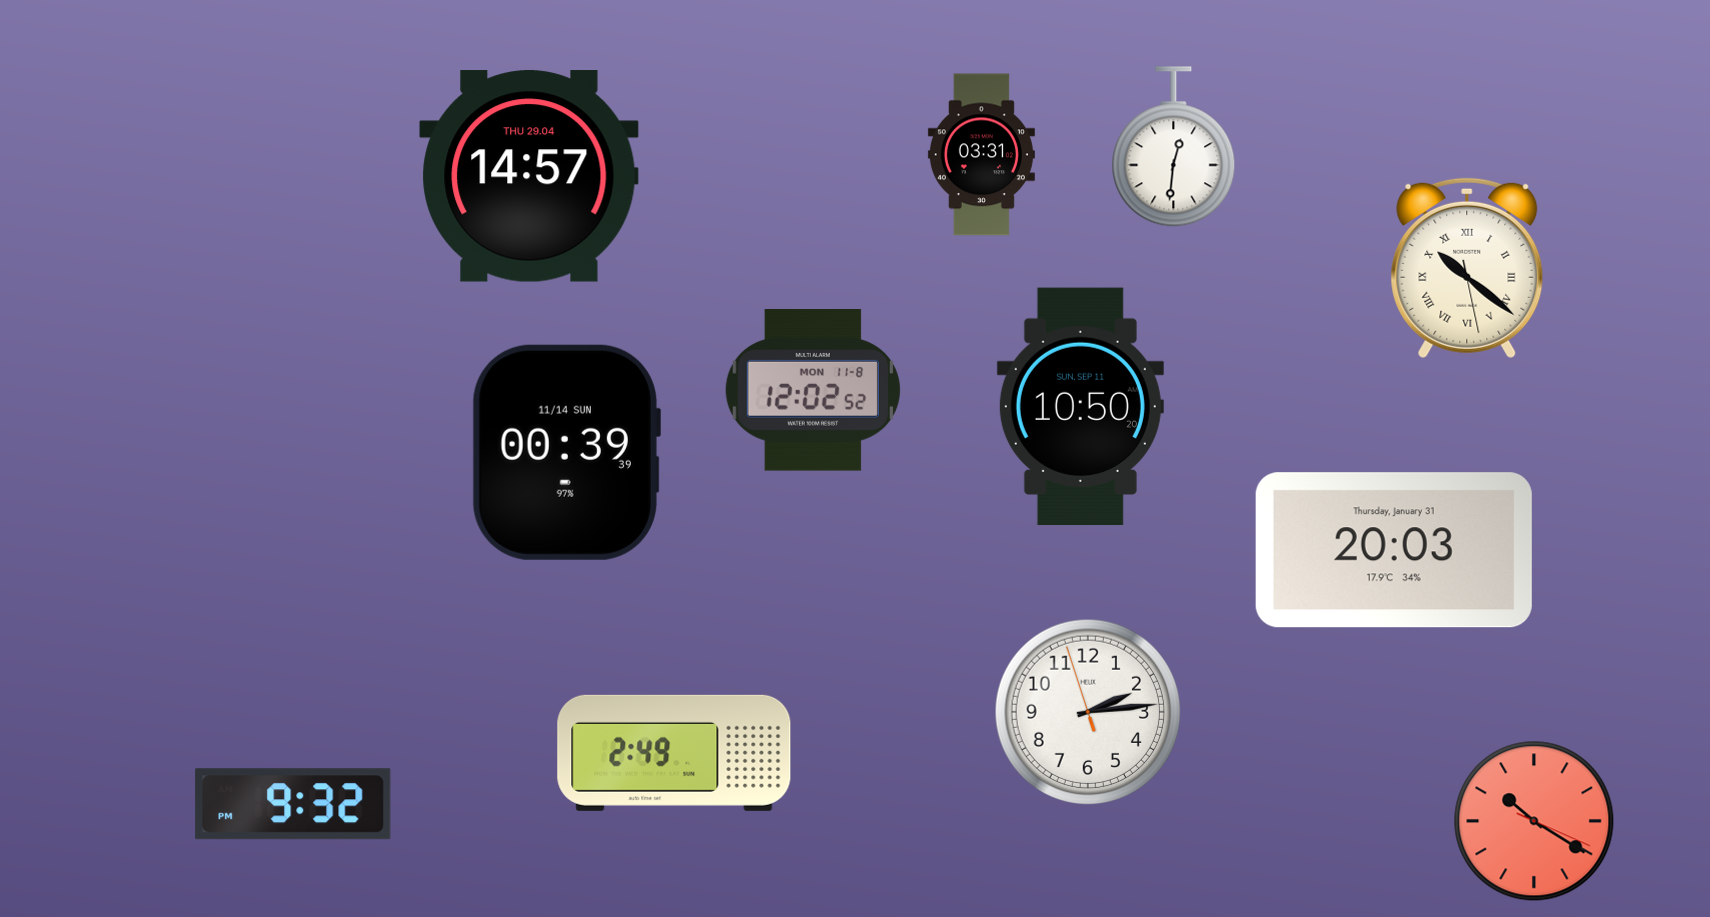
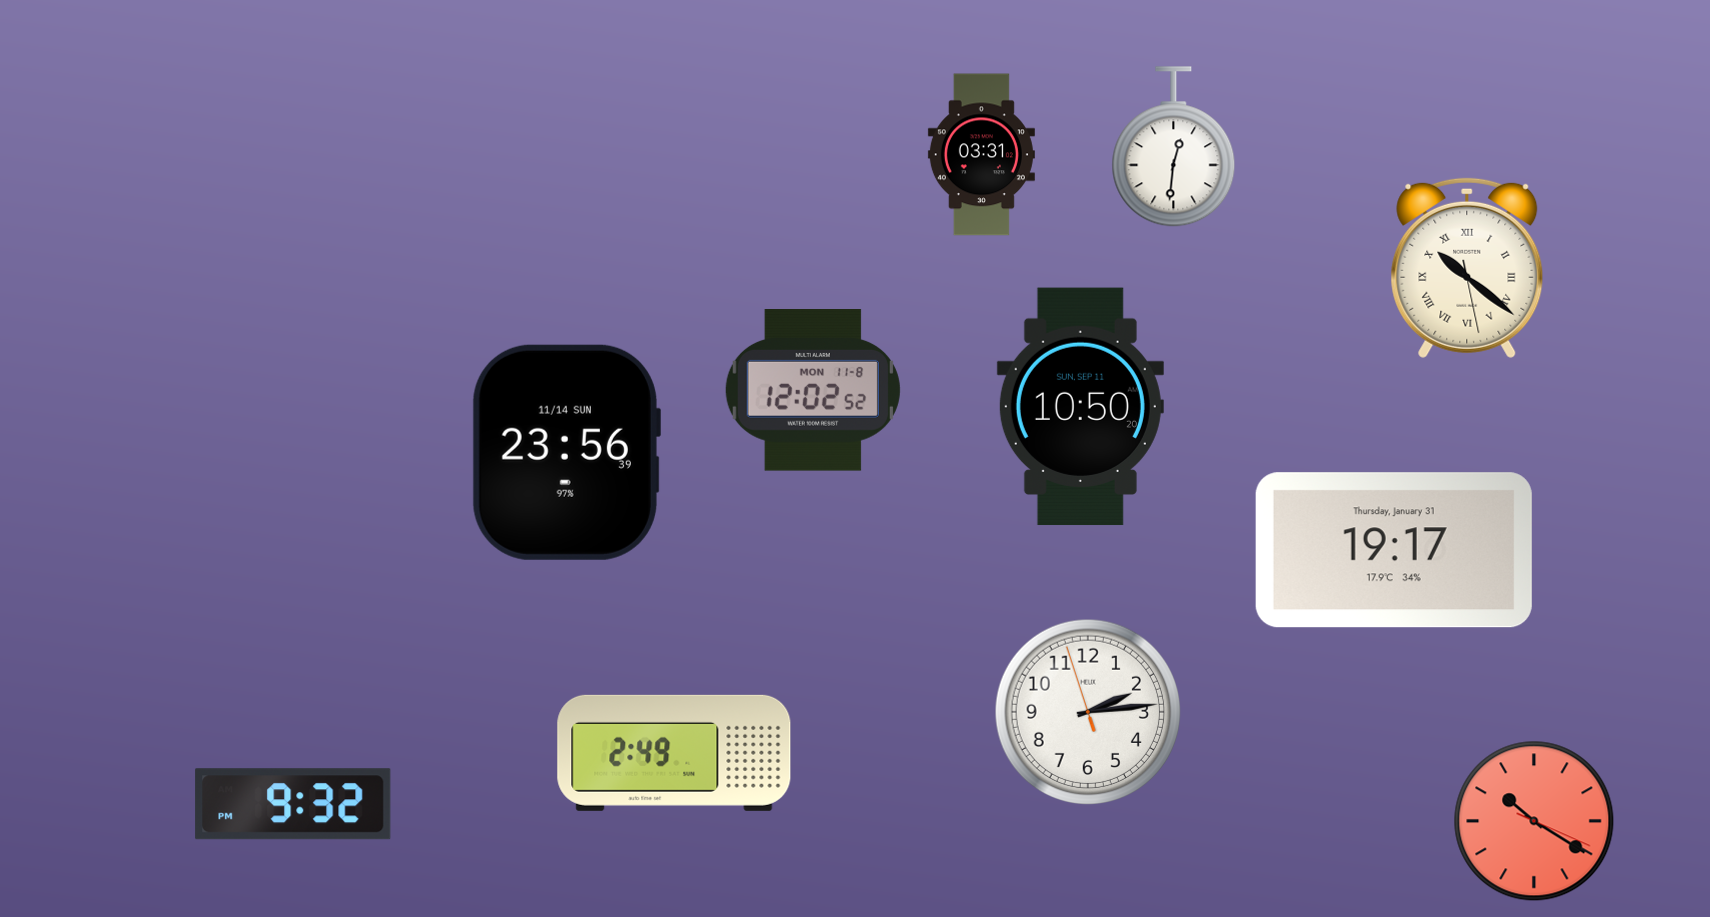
clock at (529, 176): 14:57 -> none
clock at (566, 452): 00:39 -> 23:56
clock at (1394, 550): 20:03 -> 19:17
